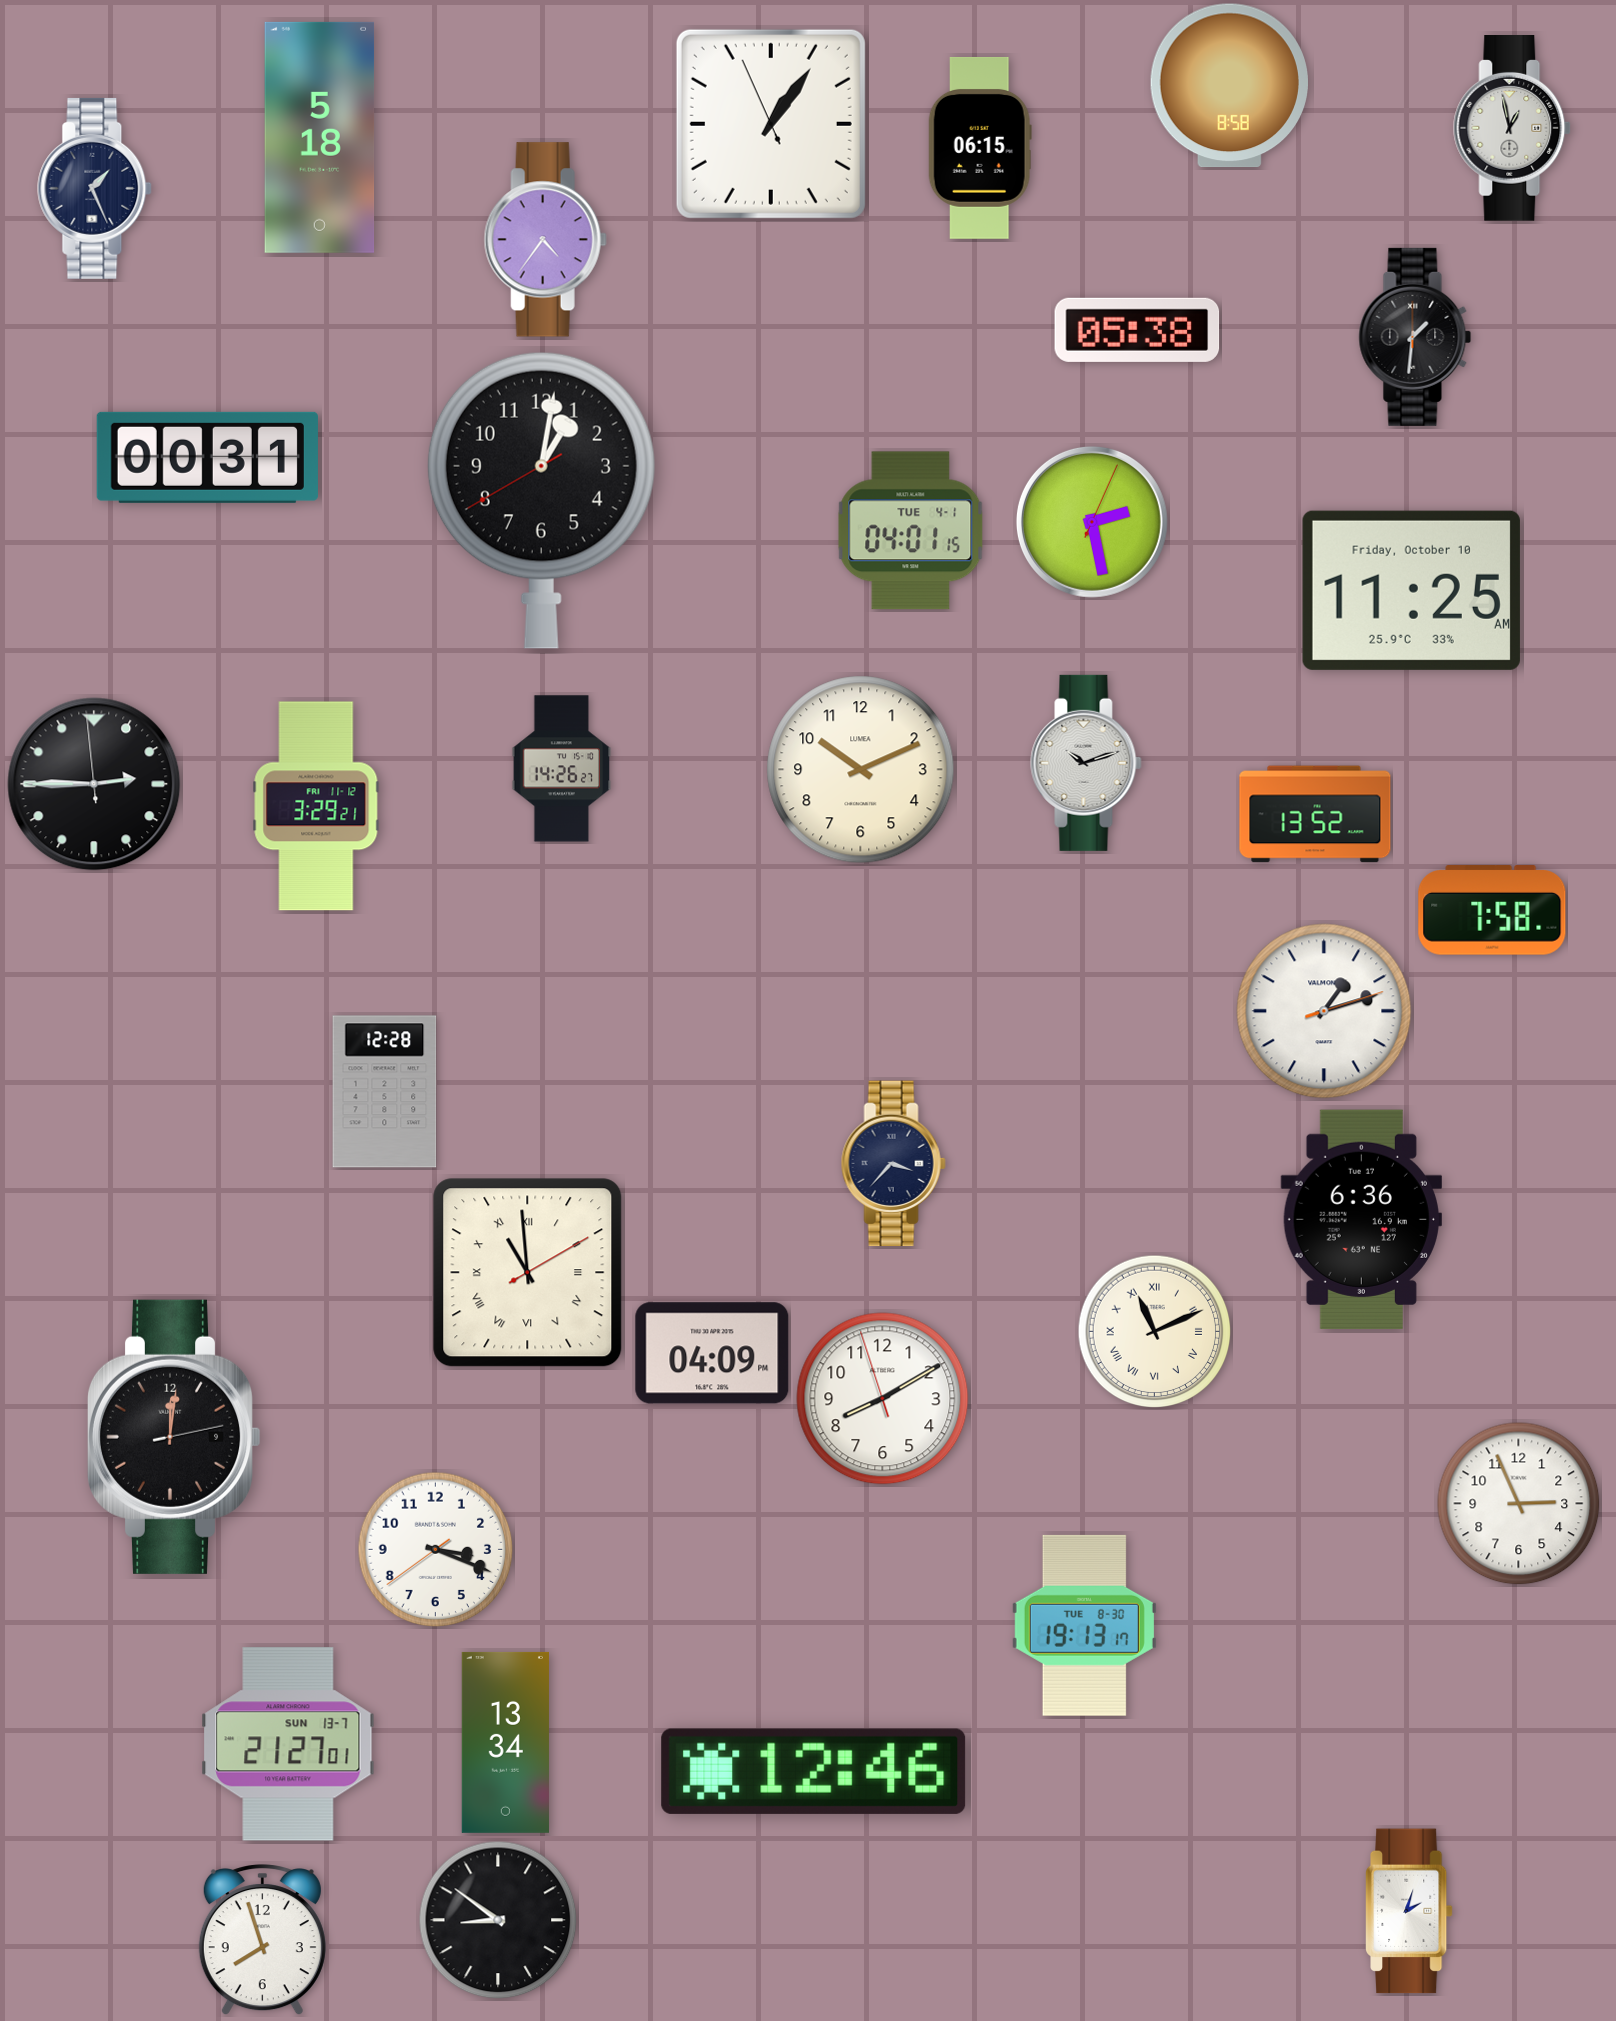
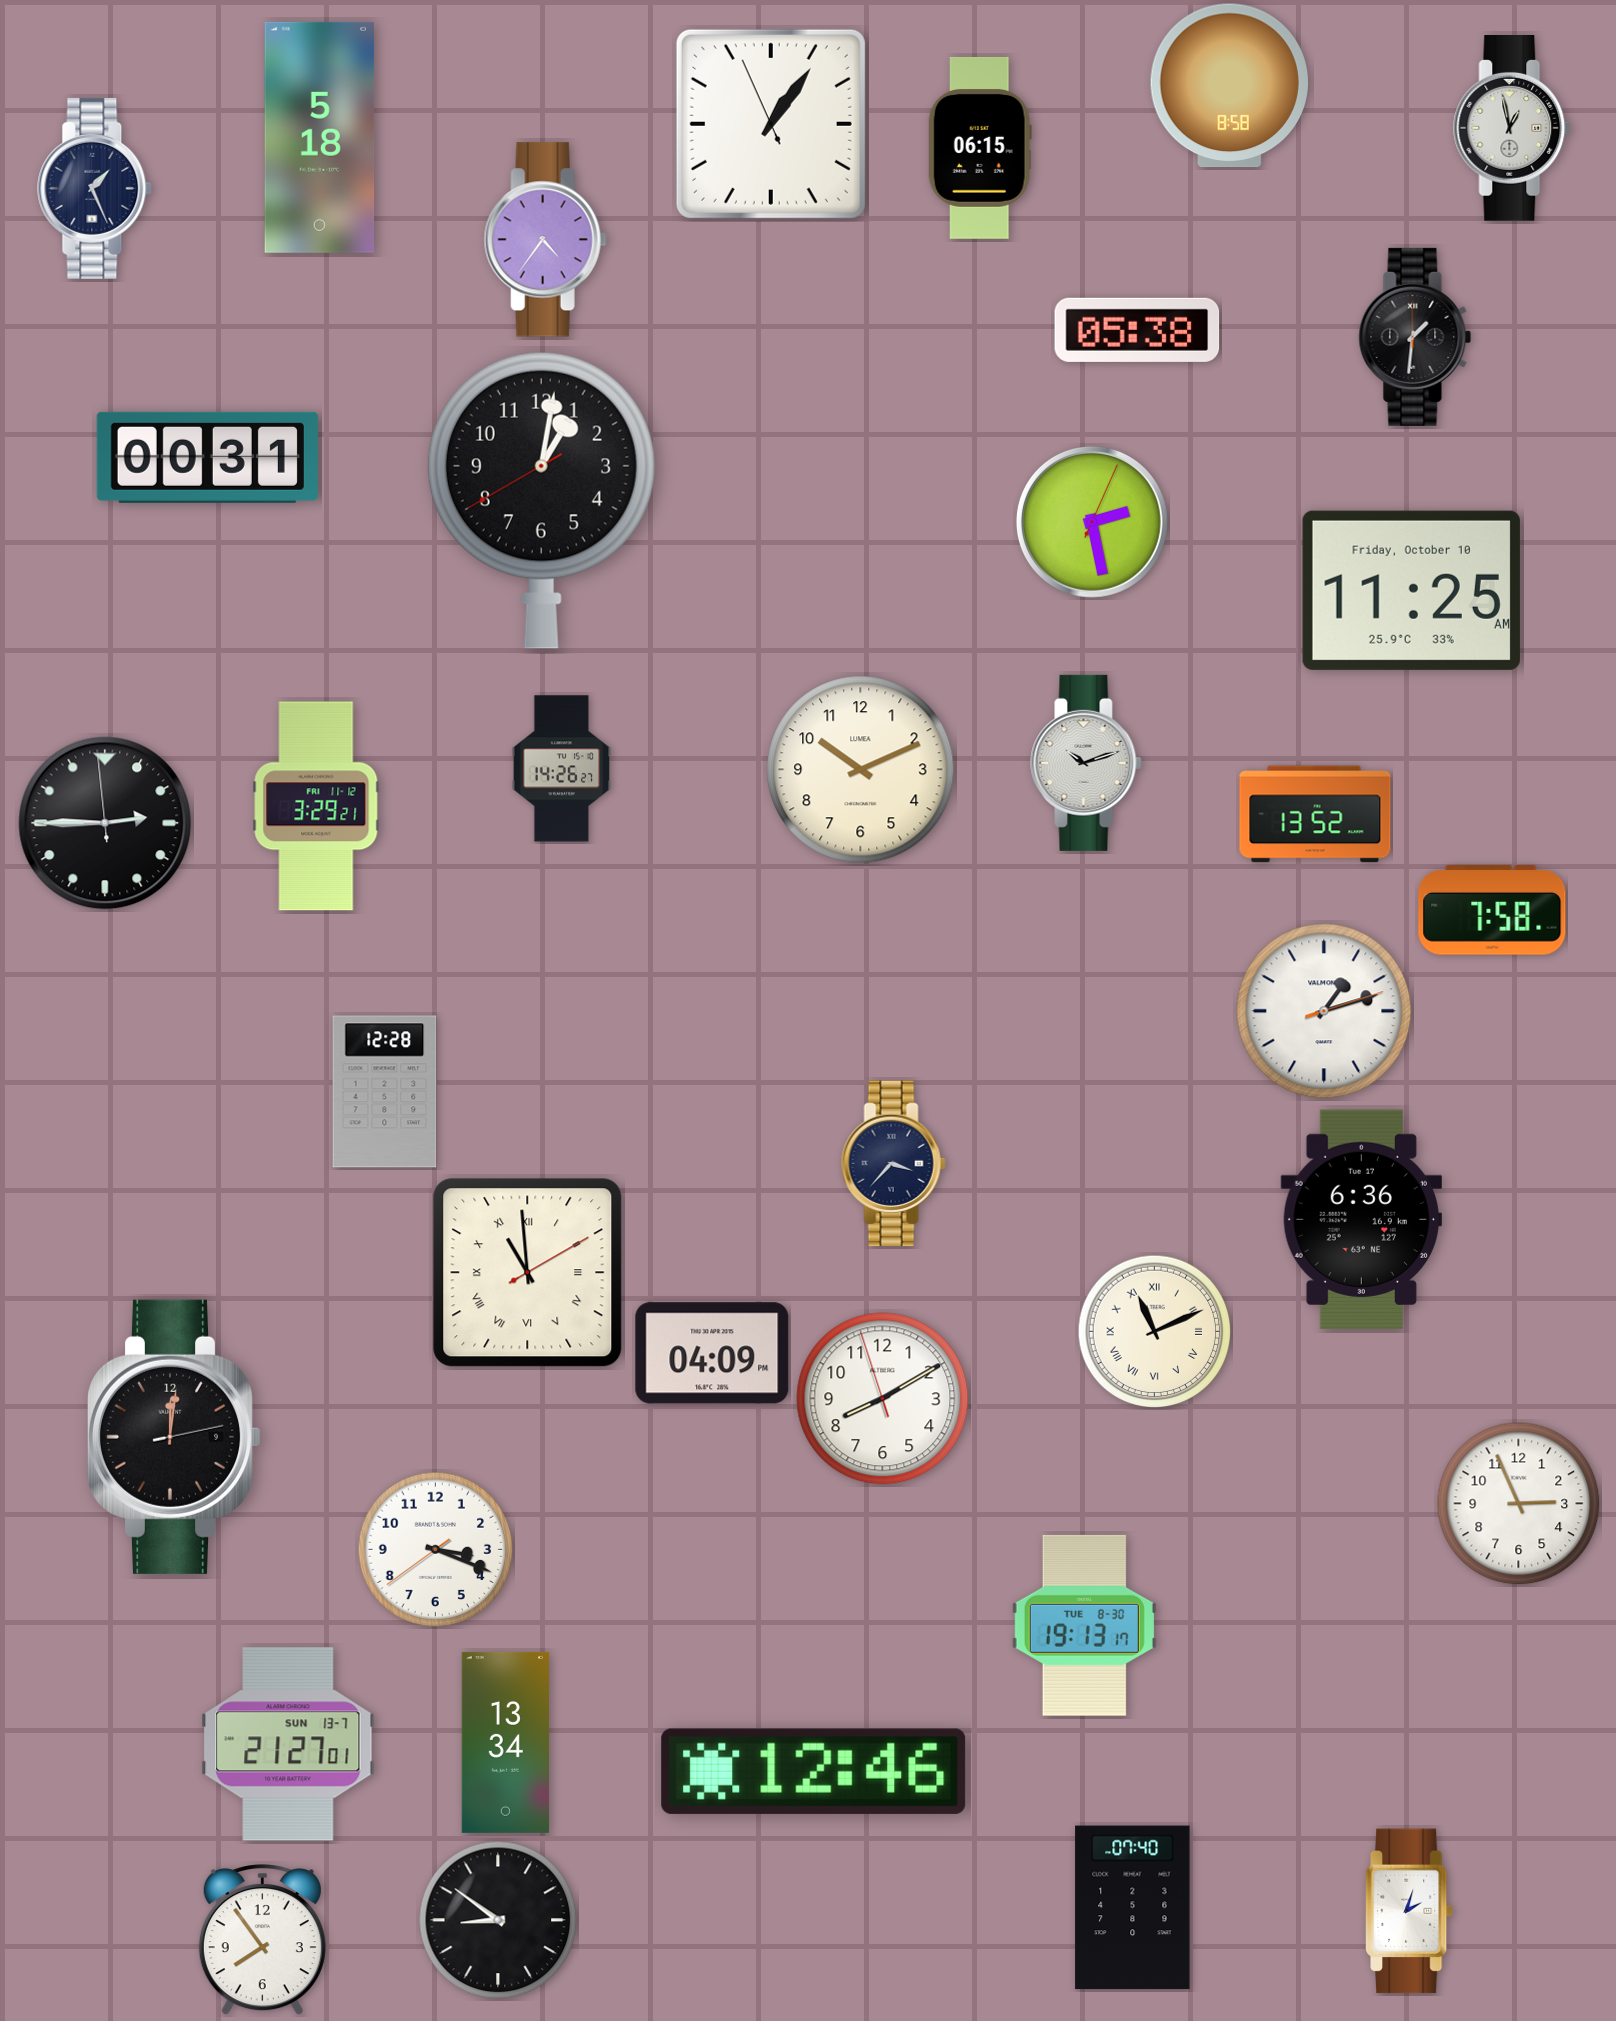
clock at (911, 531): 04:01 -> none
clock at (94, 784) position: (94, 784) -> (105, 823)
clock at (1133, 1908): none -> 07:40
clock at (262, 1940): 7:57 -> 7:54
